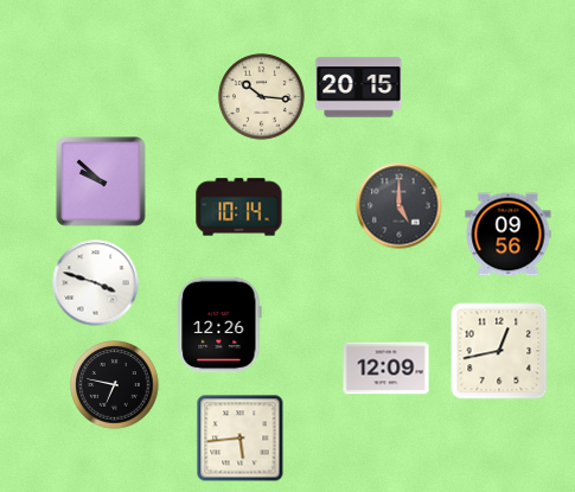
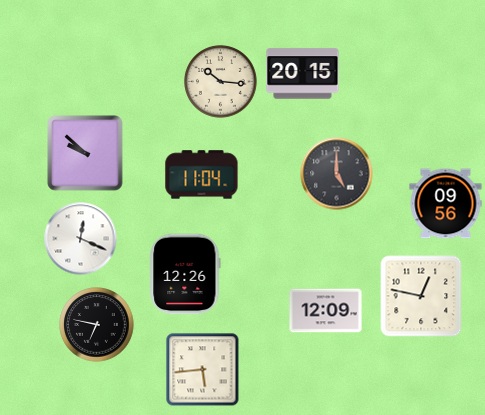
clock at (239, 207): 10:14 -> 11:04
clock at (509, 235) position: (509, 235) -> (446, 204)
clock at (96, 283): 3:48 -> 12:19
clock at (499, 351): 12:43 -> 12:47
